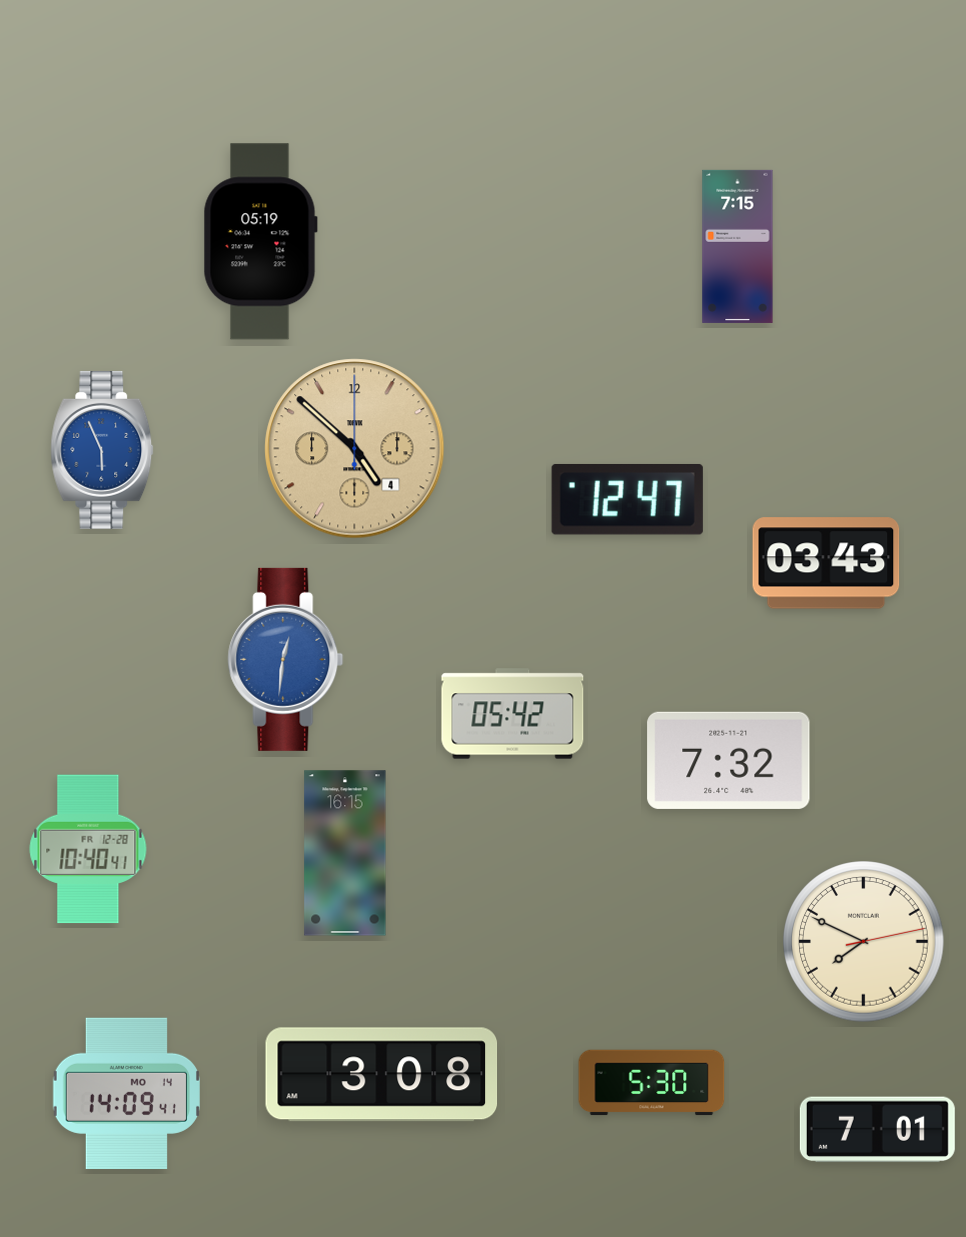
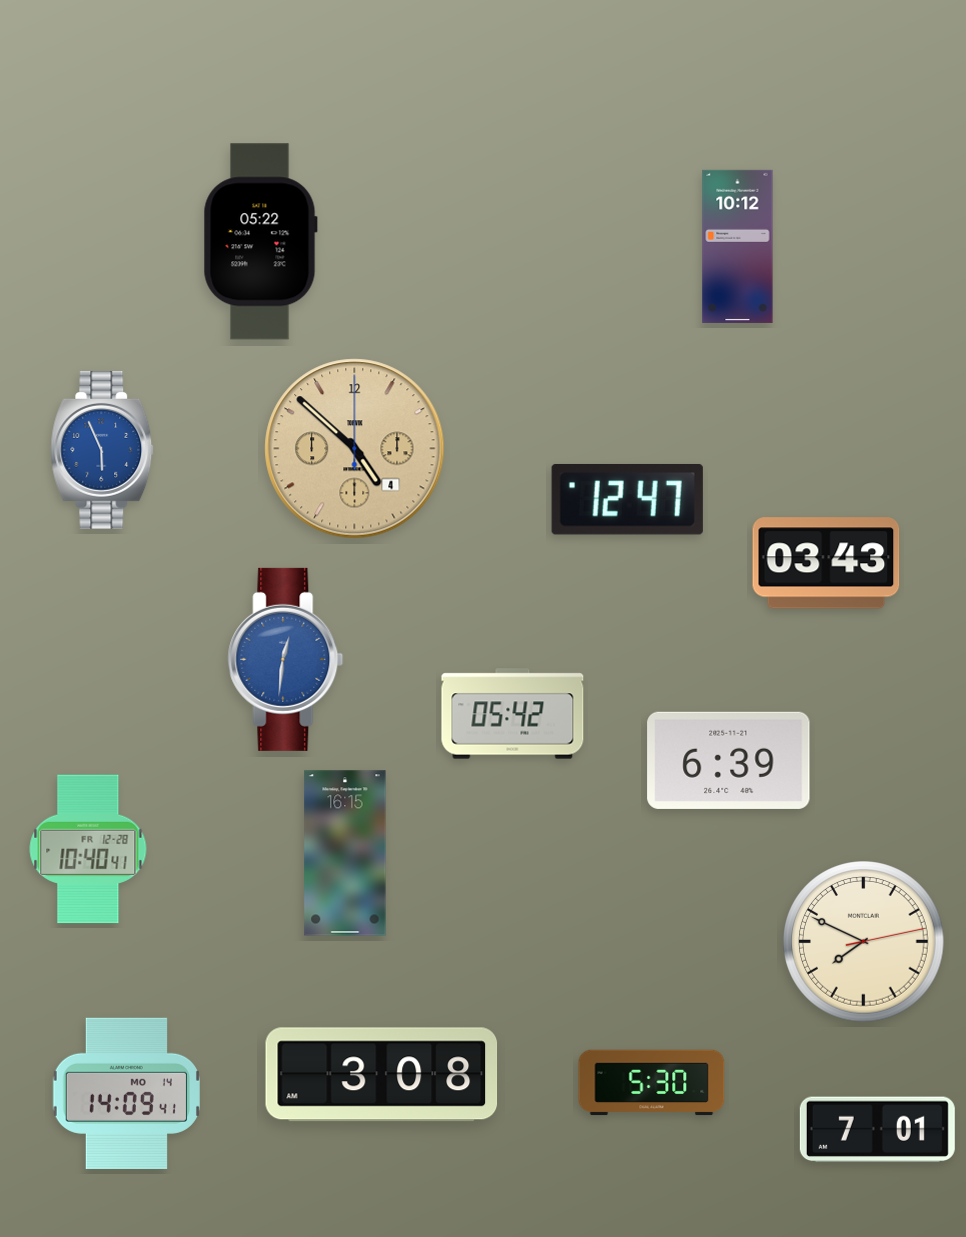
clock at (260, 242): 05:19 -> 05:22
clock at (738, 246): 7:15 -> 10:12
clock at (729, 760): 7:32 -> 6:39
